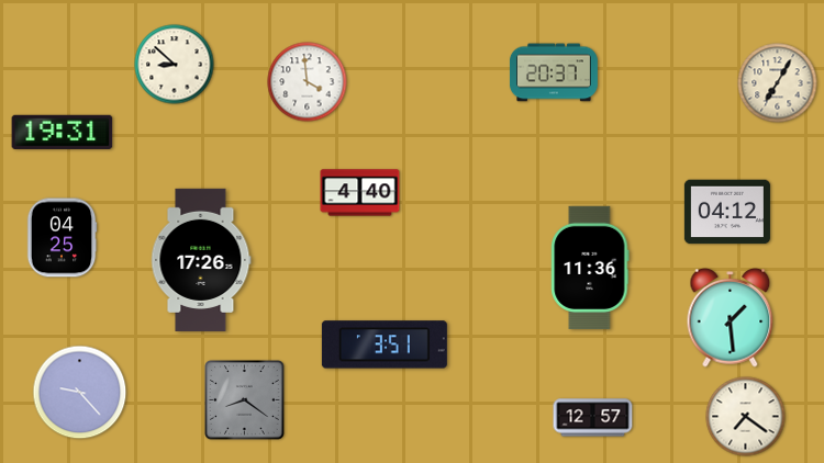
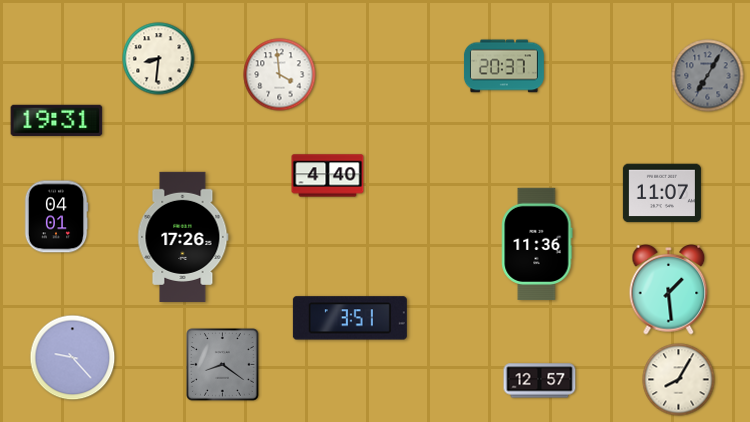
clock at (175, 65): 8:52 -> 8:31
clock at (778, 83) dial: cream -> grey
clock at (727, 212): 04:12 -> 11:07
clock at (62, 238): 04:25 -> 04:01
clock at (731, 318) position: (731, 318) -> (669, 290)
clock at (385, 345) position: (385, 345) -> (350, 318)
clock at (746, 417): 7:21 -> 8:05
